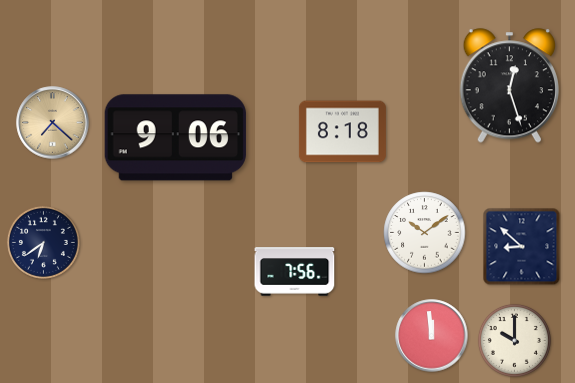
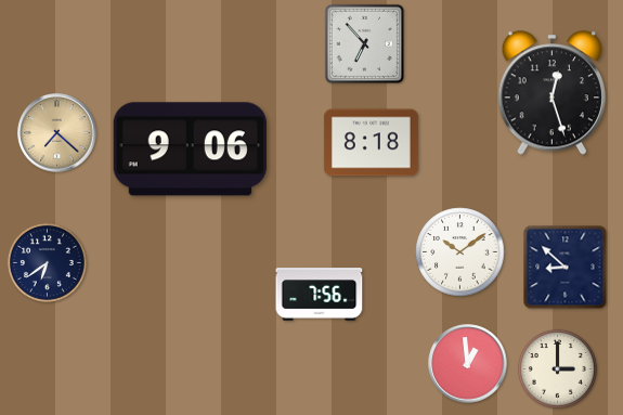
clock at (364, 43): none -> 6:53
clock at (432, 336): 11:59 -> 12:59
clock at (514, 340): 10:00 -> 3:00
